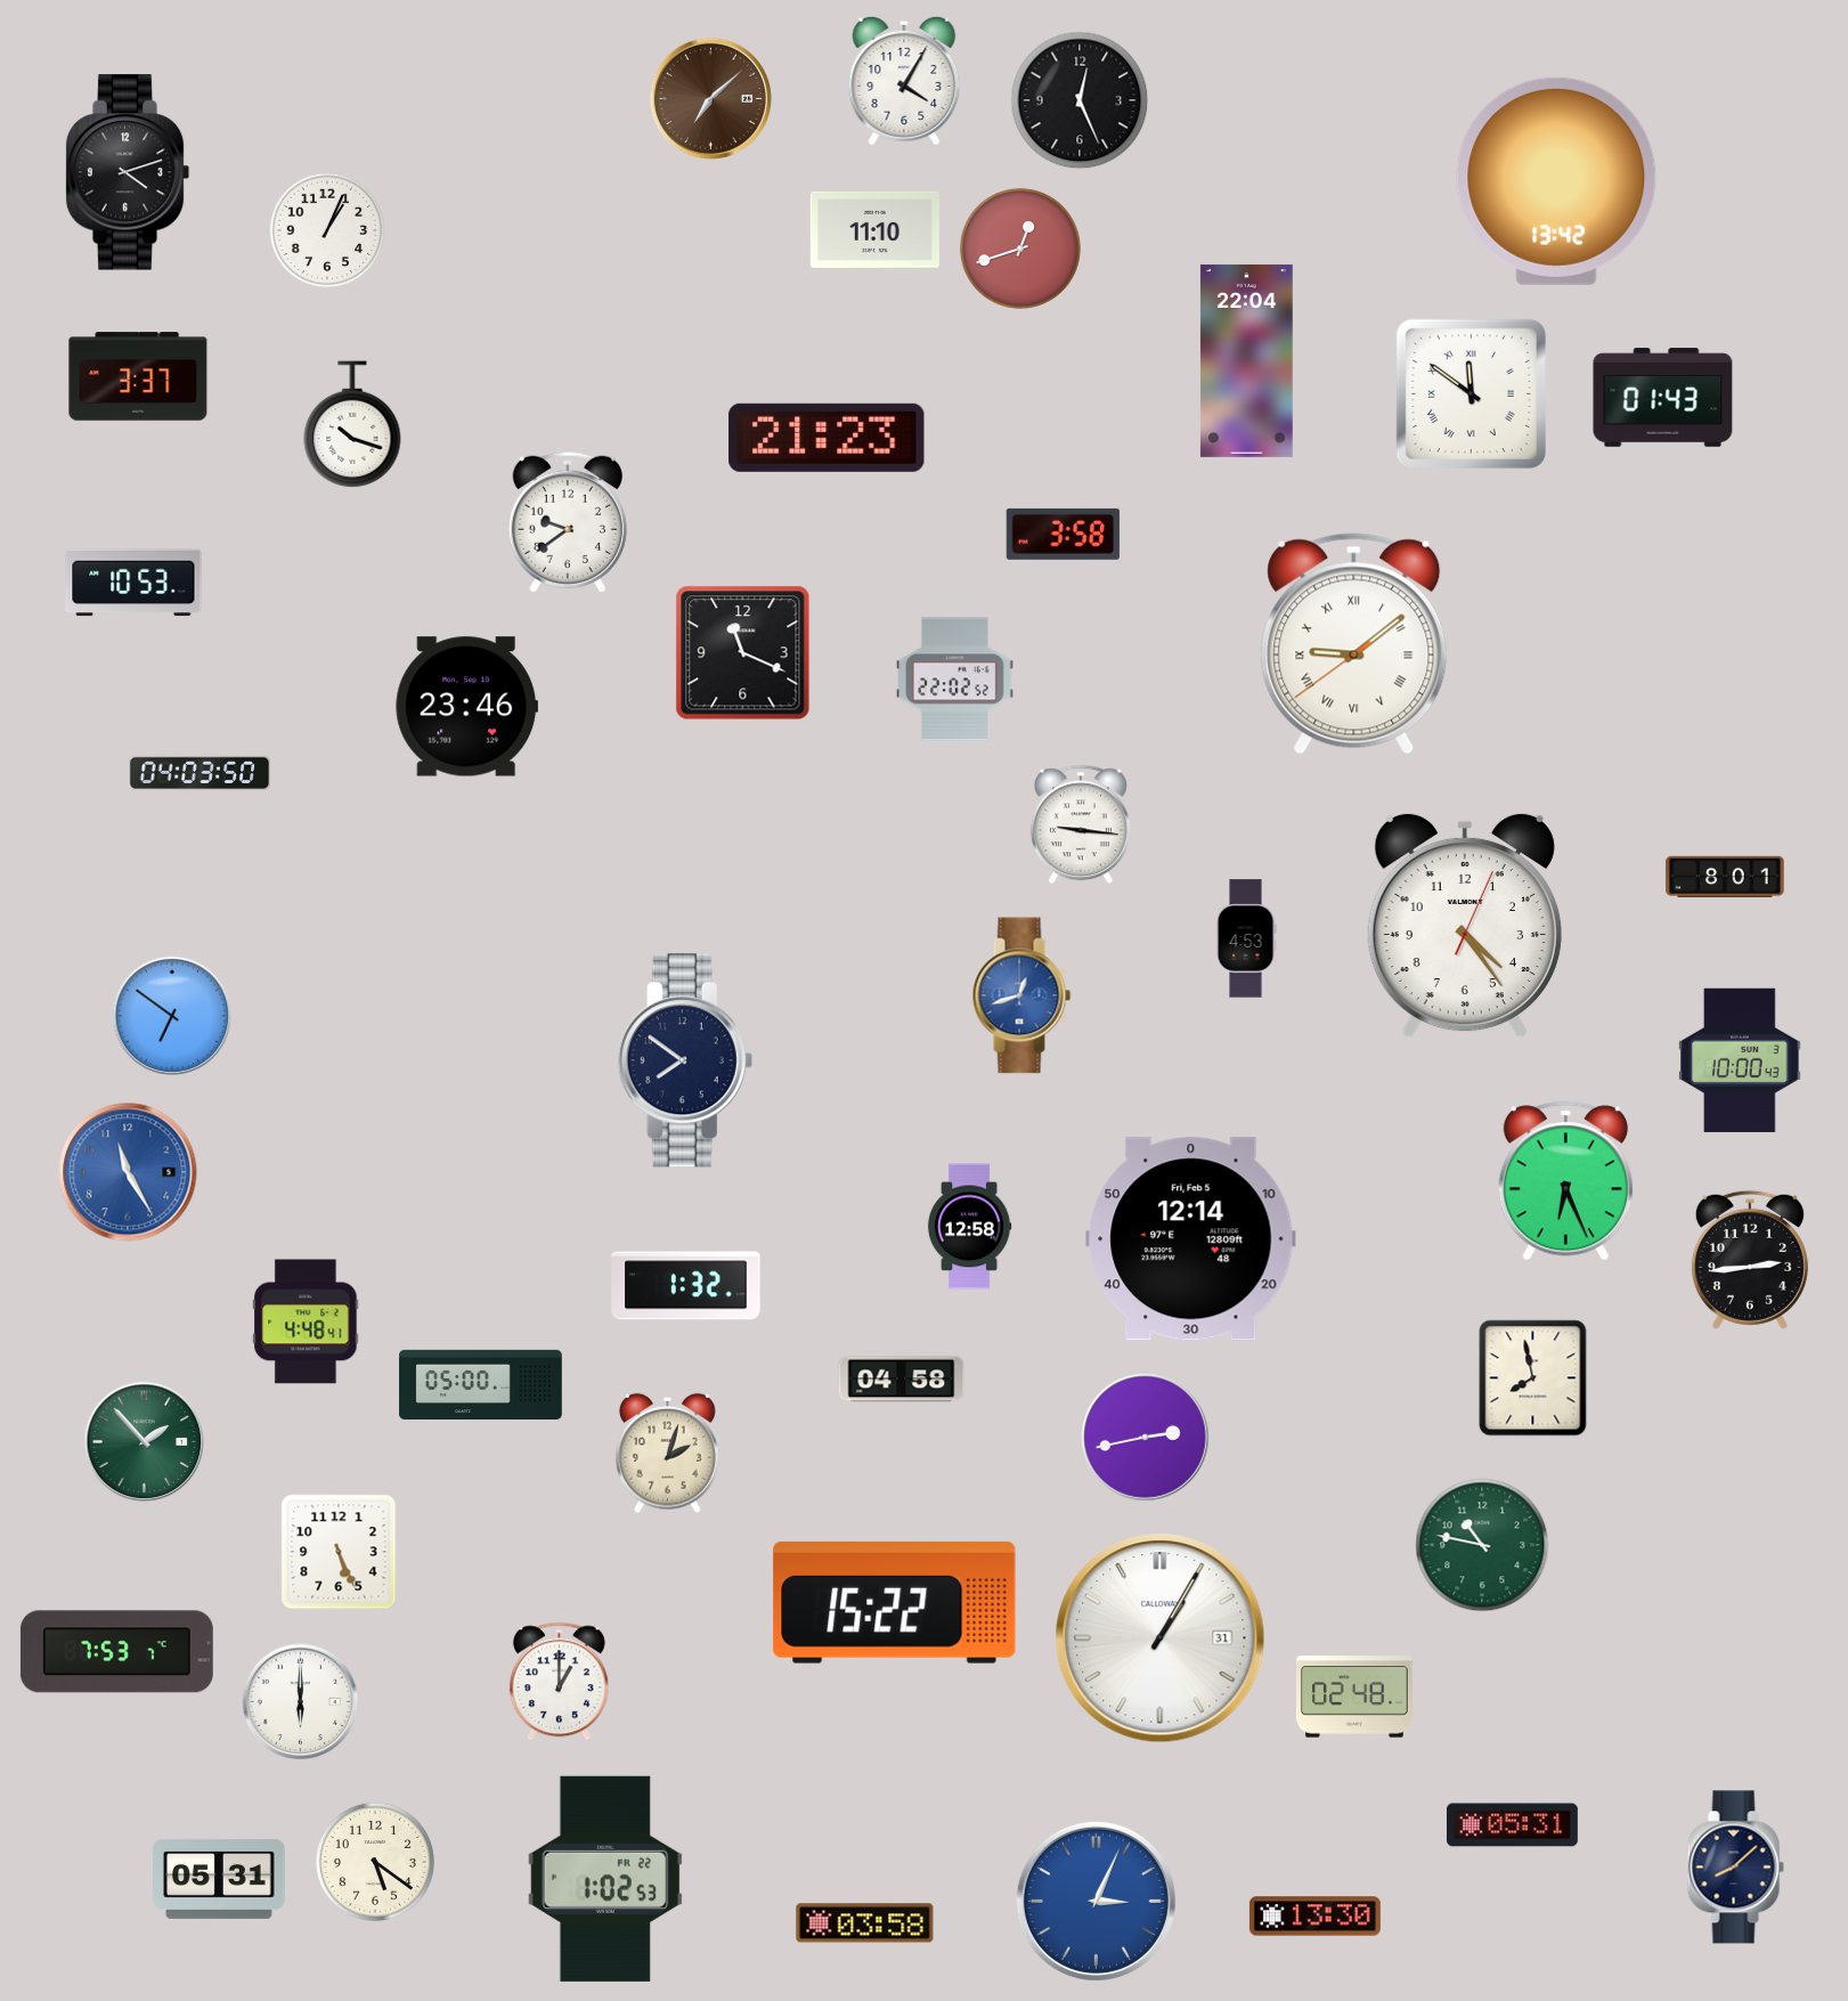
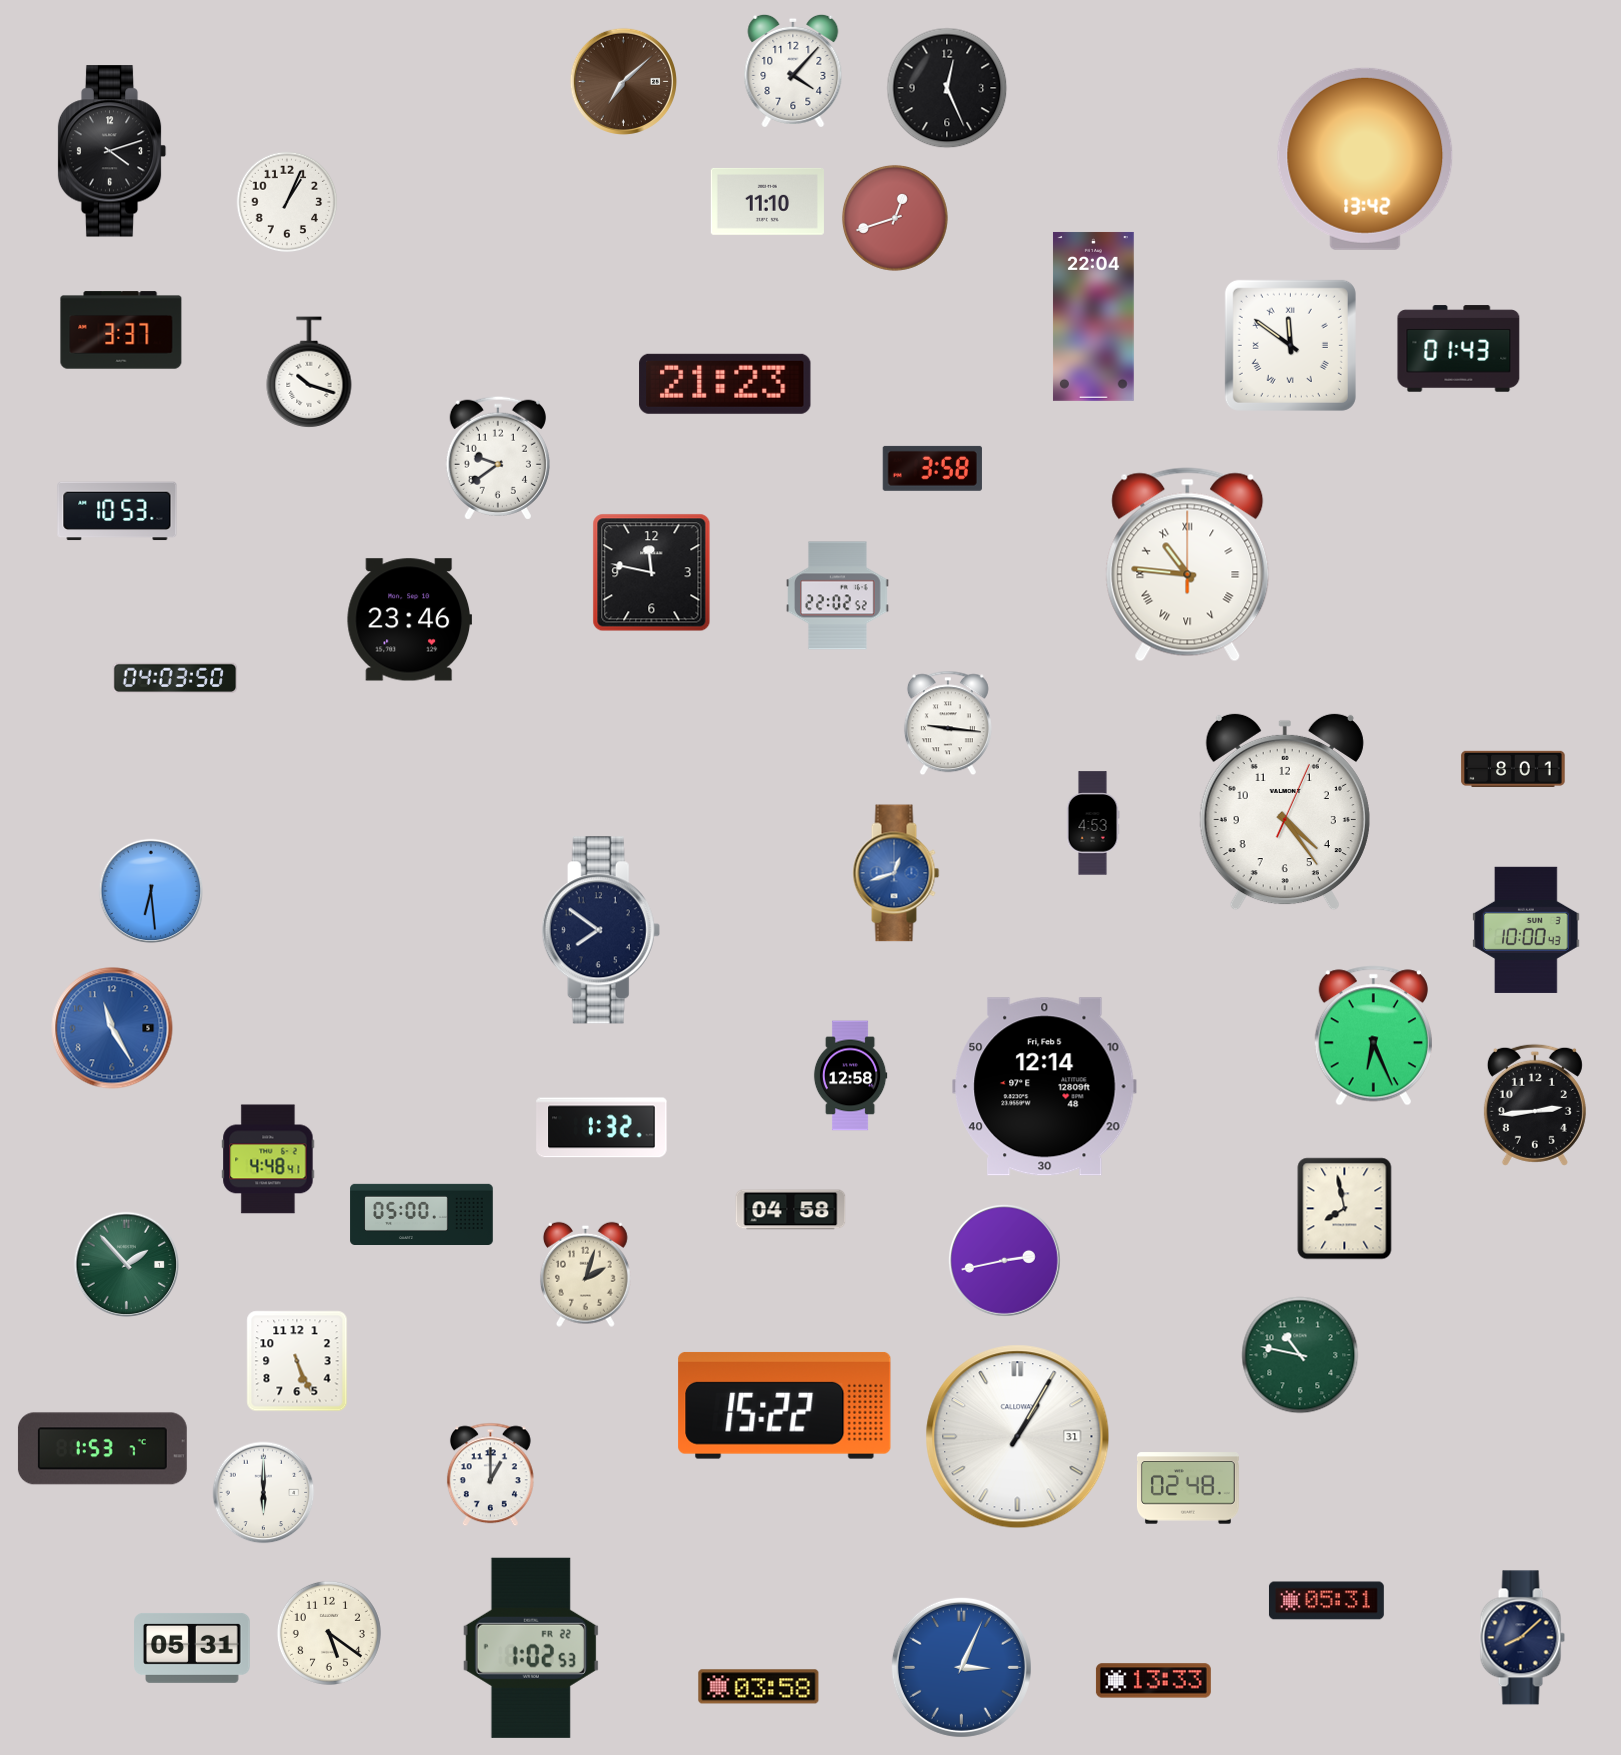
clock at (904, 81): 4:05 -> 4:07
clock at (710, 98) position: (710, 98) -> (623, 81)
clock at (1354, 644): 9:08 -> 10:46
clock at (743, 653): 11:19 -> 11:47
clock at (172, 1016): 6:51 -> 6:29
clock at (116, 1652): 7:53 -> 1:53
clock at (1314, 1917): 13:30 -> 13:33
